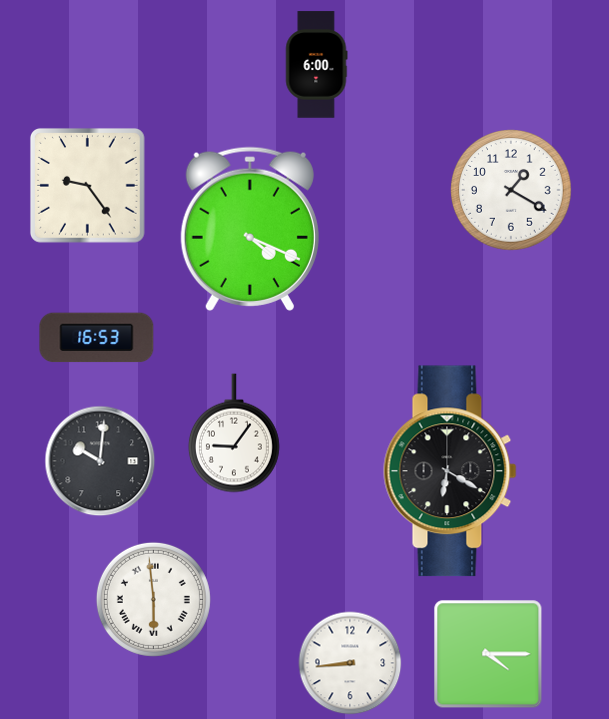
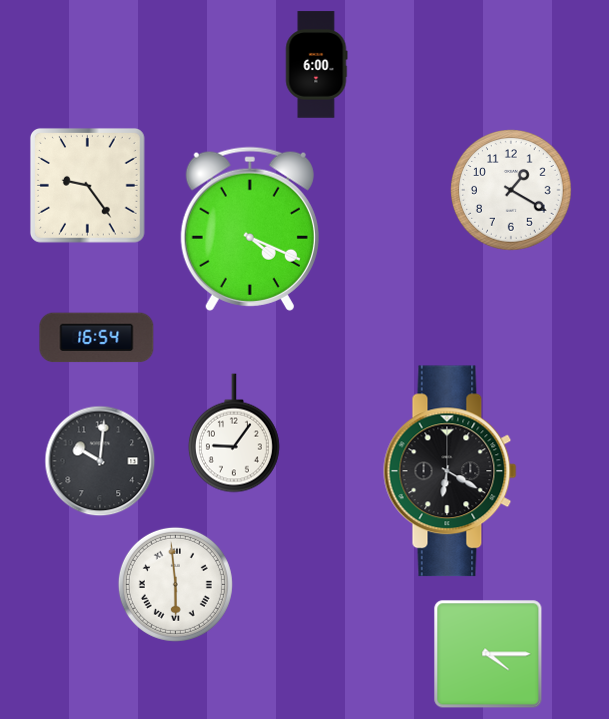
clock at (97, 338): 16:53 -> 16:54
clock at (153, 599) position: (153, 599) -> (175, 584)
clock at (350, 663): 8:44 -> none
